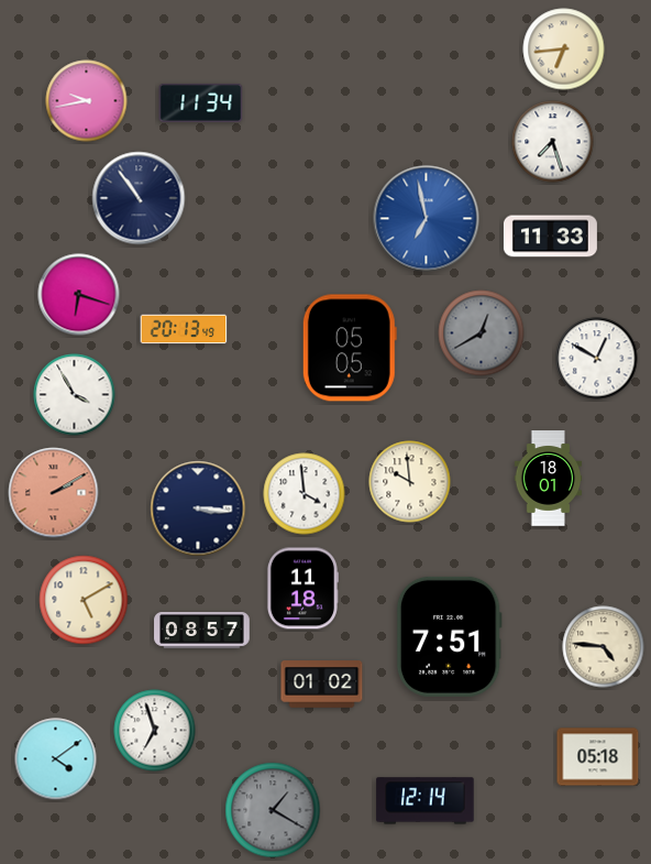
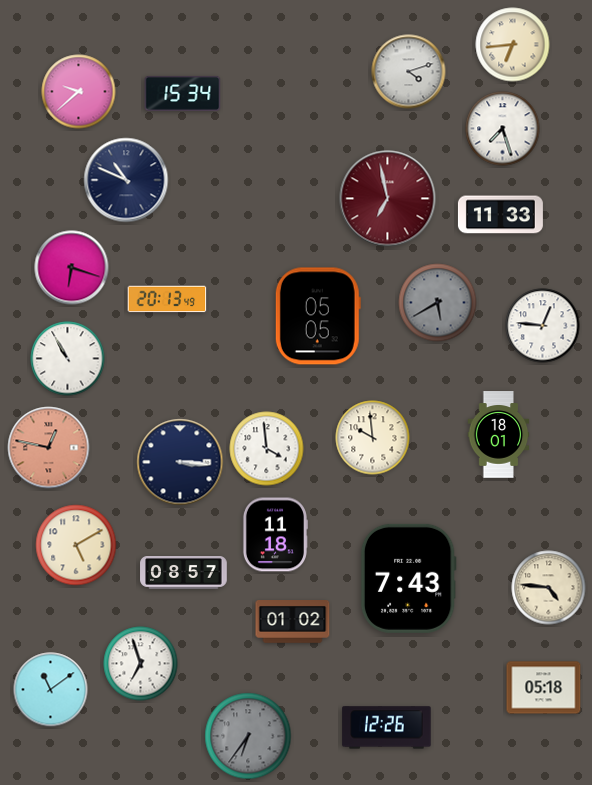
clock at (409, 72): none -> 4:12
clock at (87, 101): 9:43 -> 9:38
clock at (201, 102): 11:34 -> 15:34
clock at (139, 198): 10:54 -> 10:49
clock at (427, 219) dial: blue -> burgundy
clock at (482, 333): 12:40 -> 5:40
clock at (597, 359): 12:50 -> 12:46
clock at (75, 395): 3:55 -> 10:55
clock at (54, 493): 2:10 -> 12:47
clock at (305, 494) position: (305, 494) -> (267, 449)
clock at (449, 636): 7:51 -> 7:43
clock at (56, 759): 4:09 -> 11:09
clock at (426, 801): 12:14 -> 12:26
clock at (273, 810): 1:20 -> 6:36
